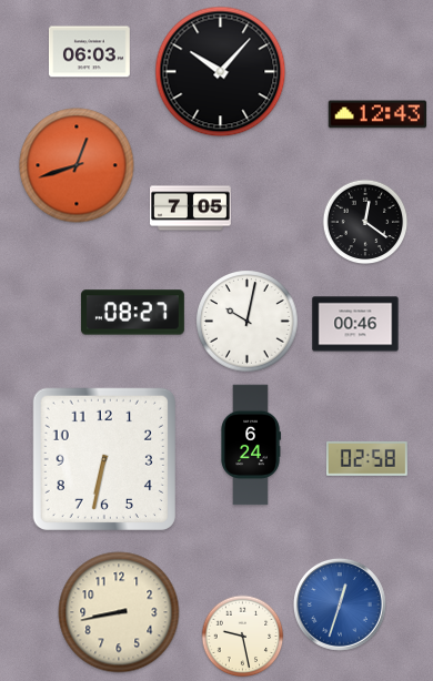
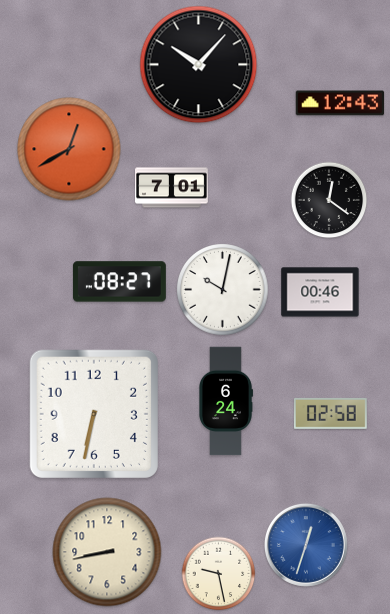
clock at (90, 52): 06:03 -> none
clock at (77, 165): 12:42 -> 12:40
clock at (191, 209): 7:05 -> 7:01
